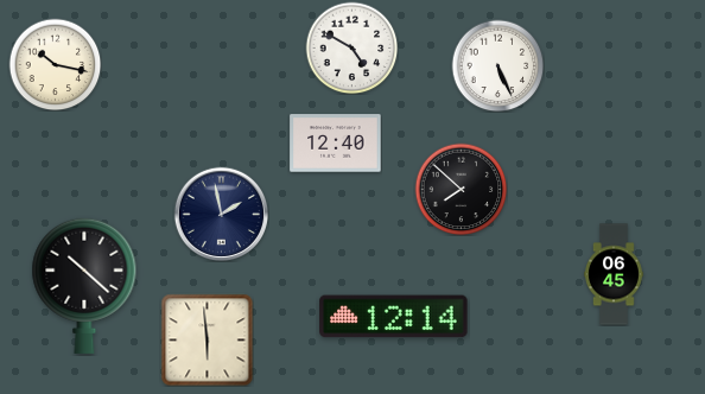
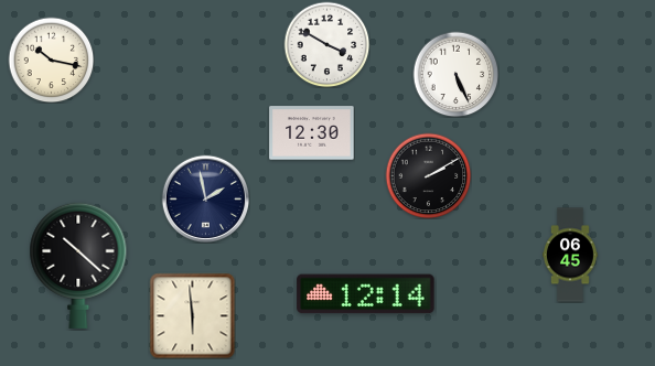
clock at (351, 47): 4:50 -> 3:50
clock at (497, 65) position: (497, 65) -> (455, 74)
clock at (336, 144): 12:40 -> 12:30
clock at (461, 189): 7:52 -> 2:10
